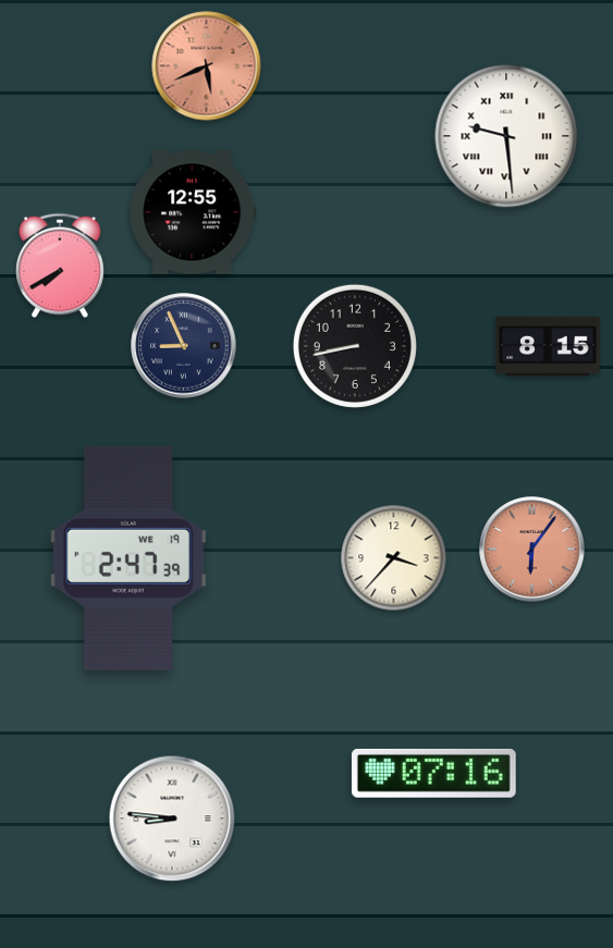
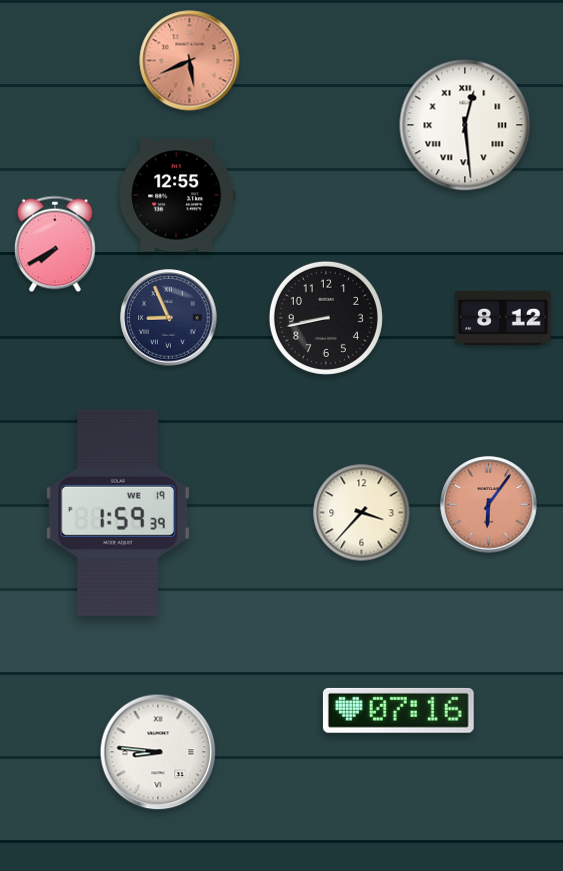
clock at (506, 136): 9:29 -> 12:29
clock at (548, 346): 8:15 -> 8:12
clock at (128, 558): 2:47 -> 1:59
